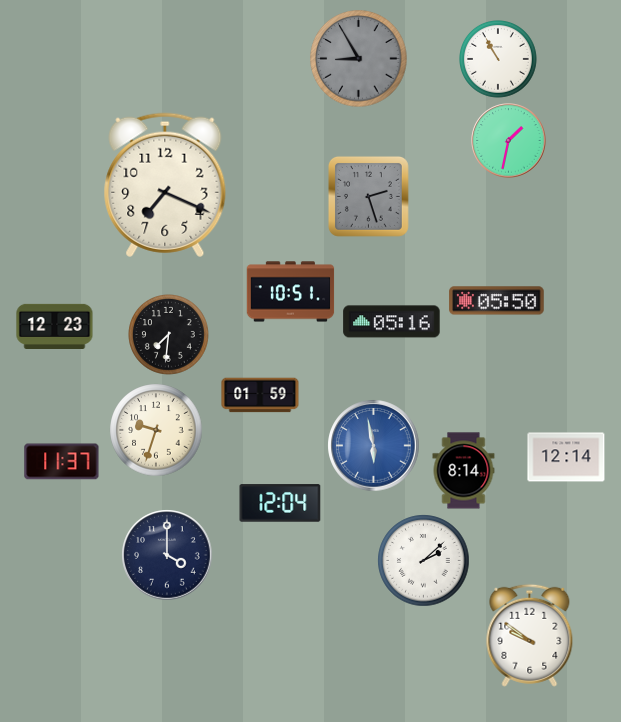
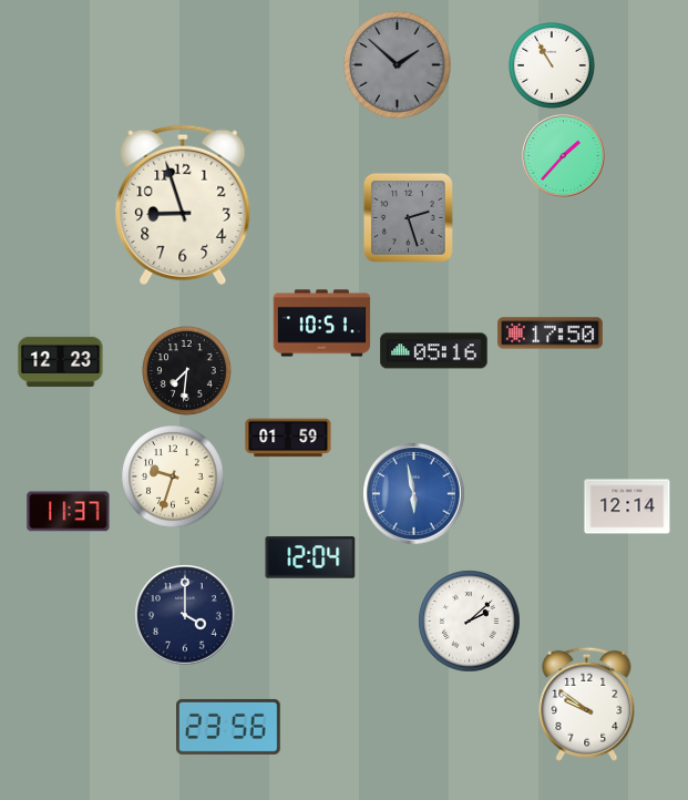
clock at (359, 59): 8:55 -> 1:52
clock at (509, 141): 1:32 -> 1:37
clock at (165, 185): 7:19 -> 8:57
clock at (497, 301): 05:50 -> 17:50
clock at (392, 322) position: (392, 322) -> (434, 351)
clock at (464, 471): 8:14 -> none
clock at (229, 727): none -> 23:56
